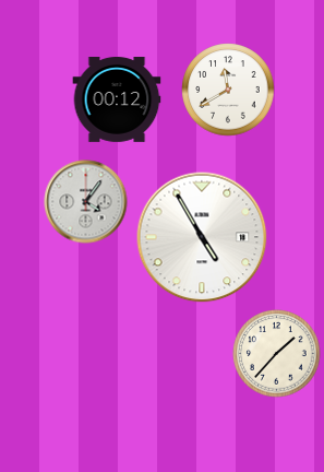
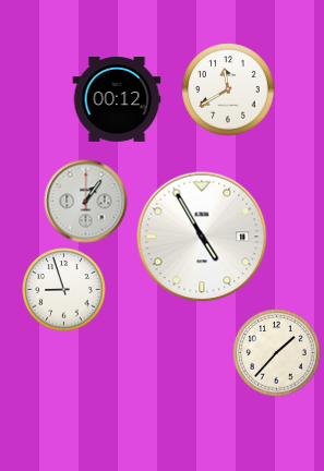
clock at (86, 202): 4:06 -> 1:06
clock at (64, 290): none -> 8:57
